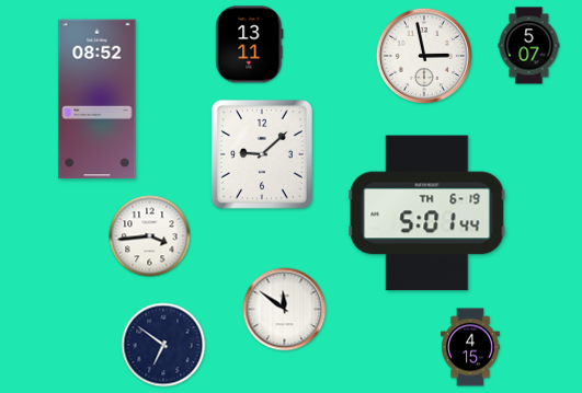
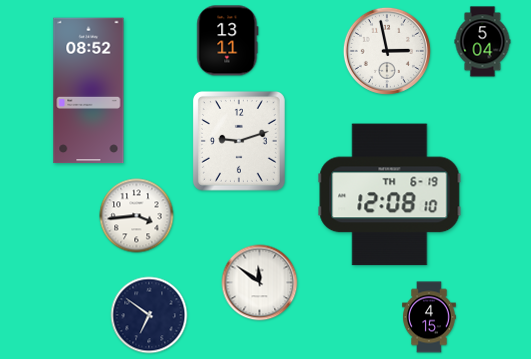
clock at (529, 46): 5:07 -> 5:04
clock at (262, 154): 9:08 -> 9:12
clock at (427, 213): 5:01 -> 12:08
